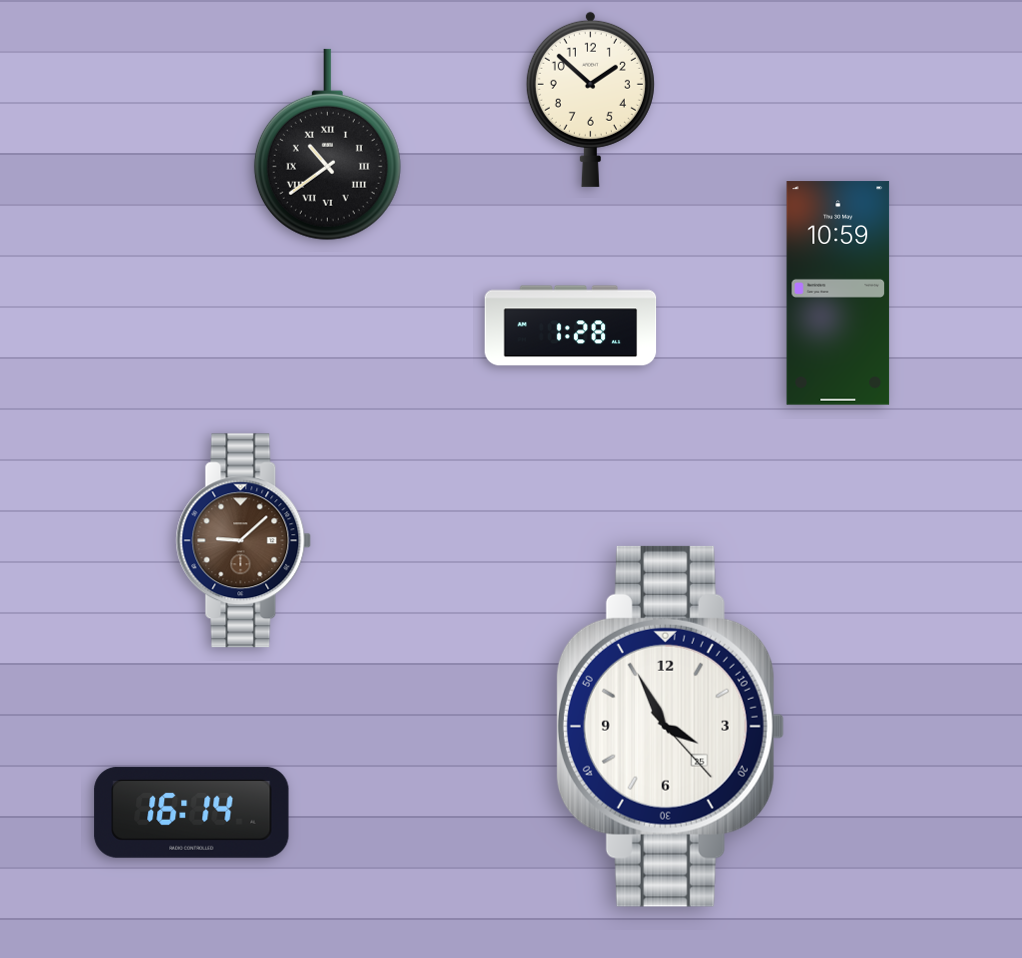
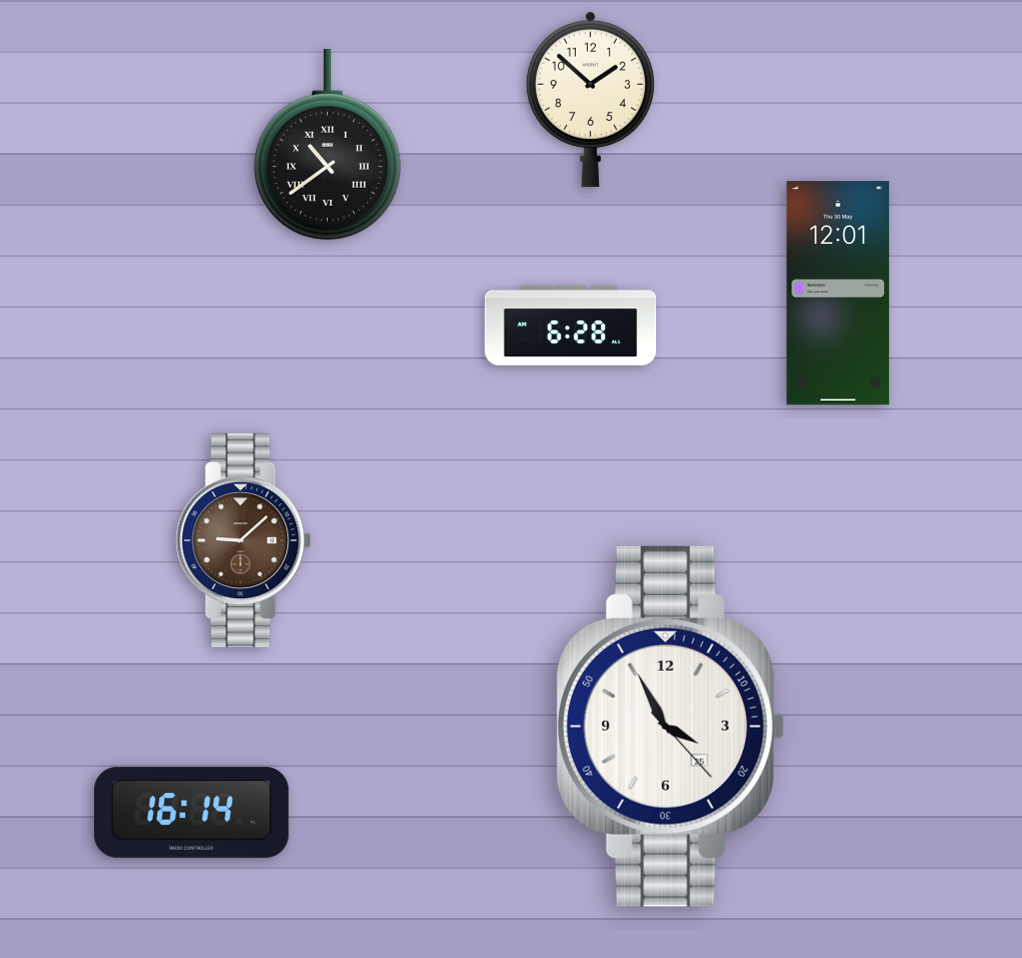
clock at (838, 293): 10:59 -> 12:01
clock at (571, 326): 1:28 -> 6:28
